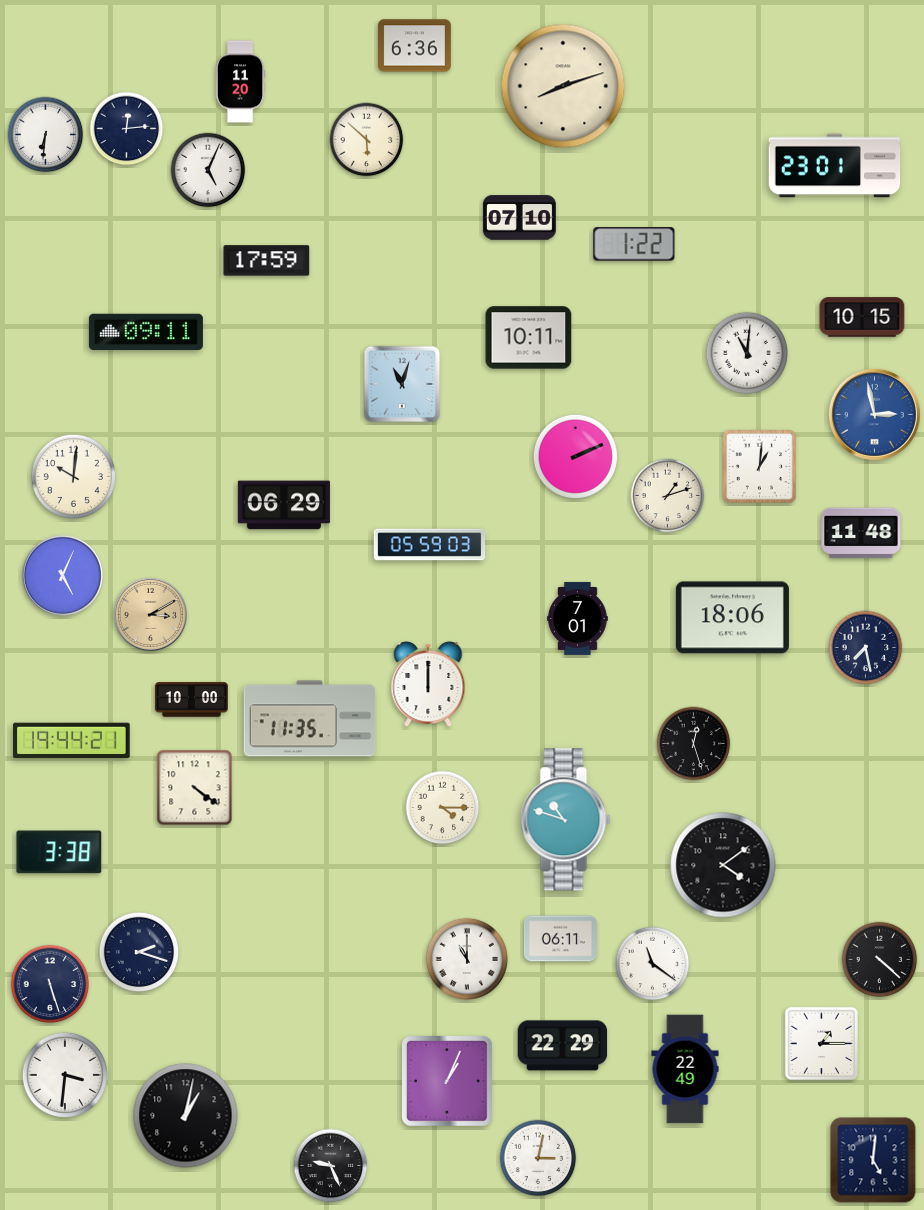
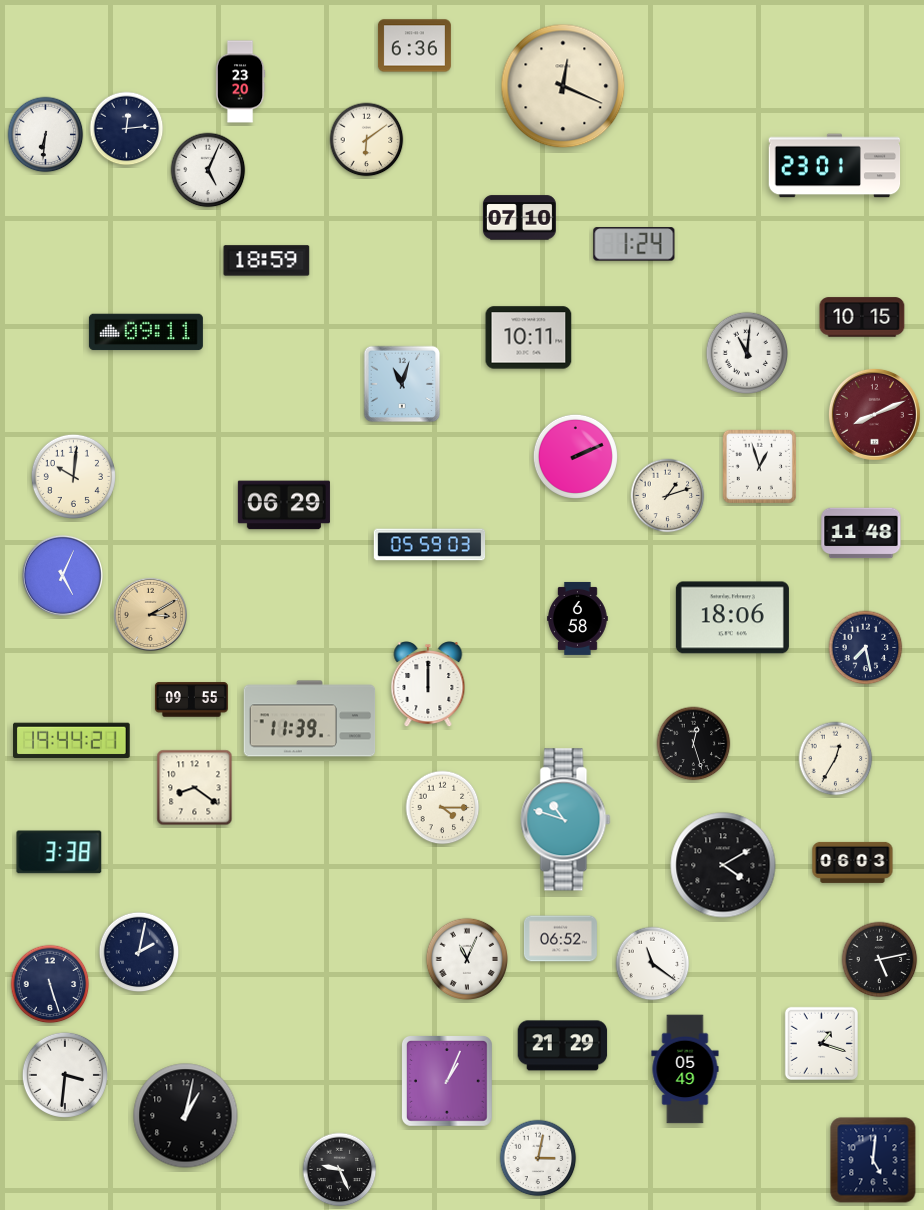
clock at (240, 82): 11:20 -> 23:20
clock at (563, 86): 8:12 -> 12:19
clock at (367, 140): 5:52 -> 6:09
clock at (634, 244): 1:22 -> 1:24
clock at (267, 261): 17:59 -> 18:59
clock at (874, 414): 2:58 -> 8:11
clock at (874, 414) dial: blue -> burgundy
clock at (759, 466): 1:01 -> 12:57
clock at (578, 618): 7:01 -> 6:58
clock at (191, 700): 10:00 -> 09:55
clock at (310, 719): 11:35 -> 11:39
clock at (836, 759): none -> 12:35
clock at (195, 788): 4:21 -> 8:21
clock at (853, 862): none -> 06:03
clock at (723, 865): 4:09 -> 4:10
clock at (560, 939): 06:11 -> 06:52
clock at (139, 952): 2:18 -> 2:02
clock at (466, 958): 11:00 -> 11:04
clock at (880, 960): 4:22 -> 5:13
clock at (821, 1043): 1:15 -> 1:18
clock at (563, 1046): 22:29 -> 21:29
clock at (685, 1069): 22:49 -> 05:49
clock at (331, 1166) position: (331, 1166) -> (340, 1170)
